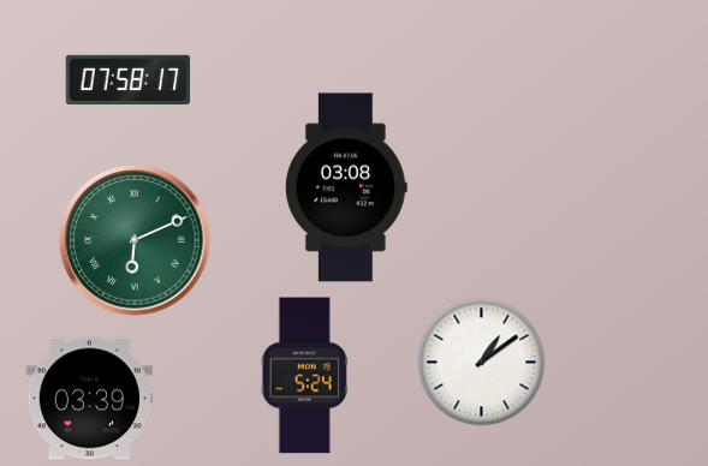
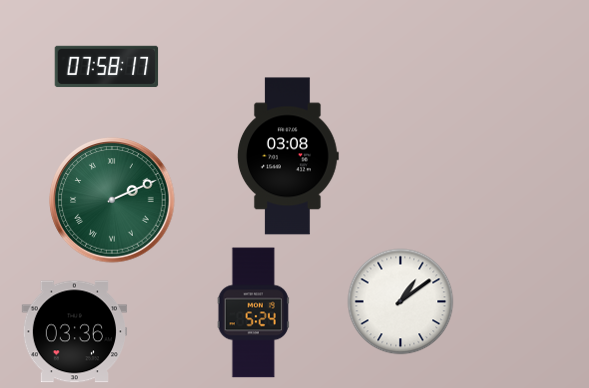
clock at (135, 240): 6:11 -> 2:11
clock at (89, 399): 03:39 -> 03:36
